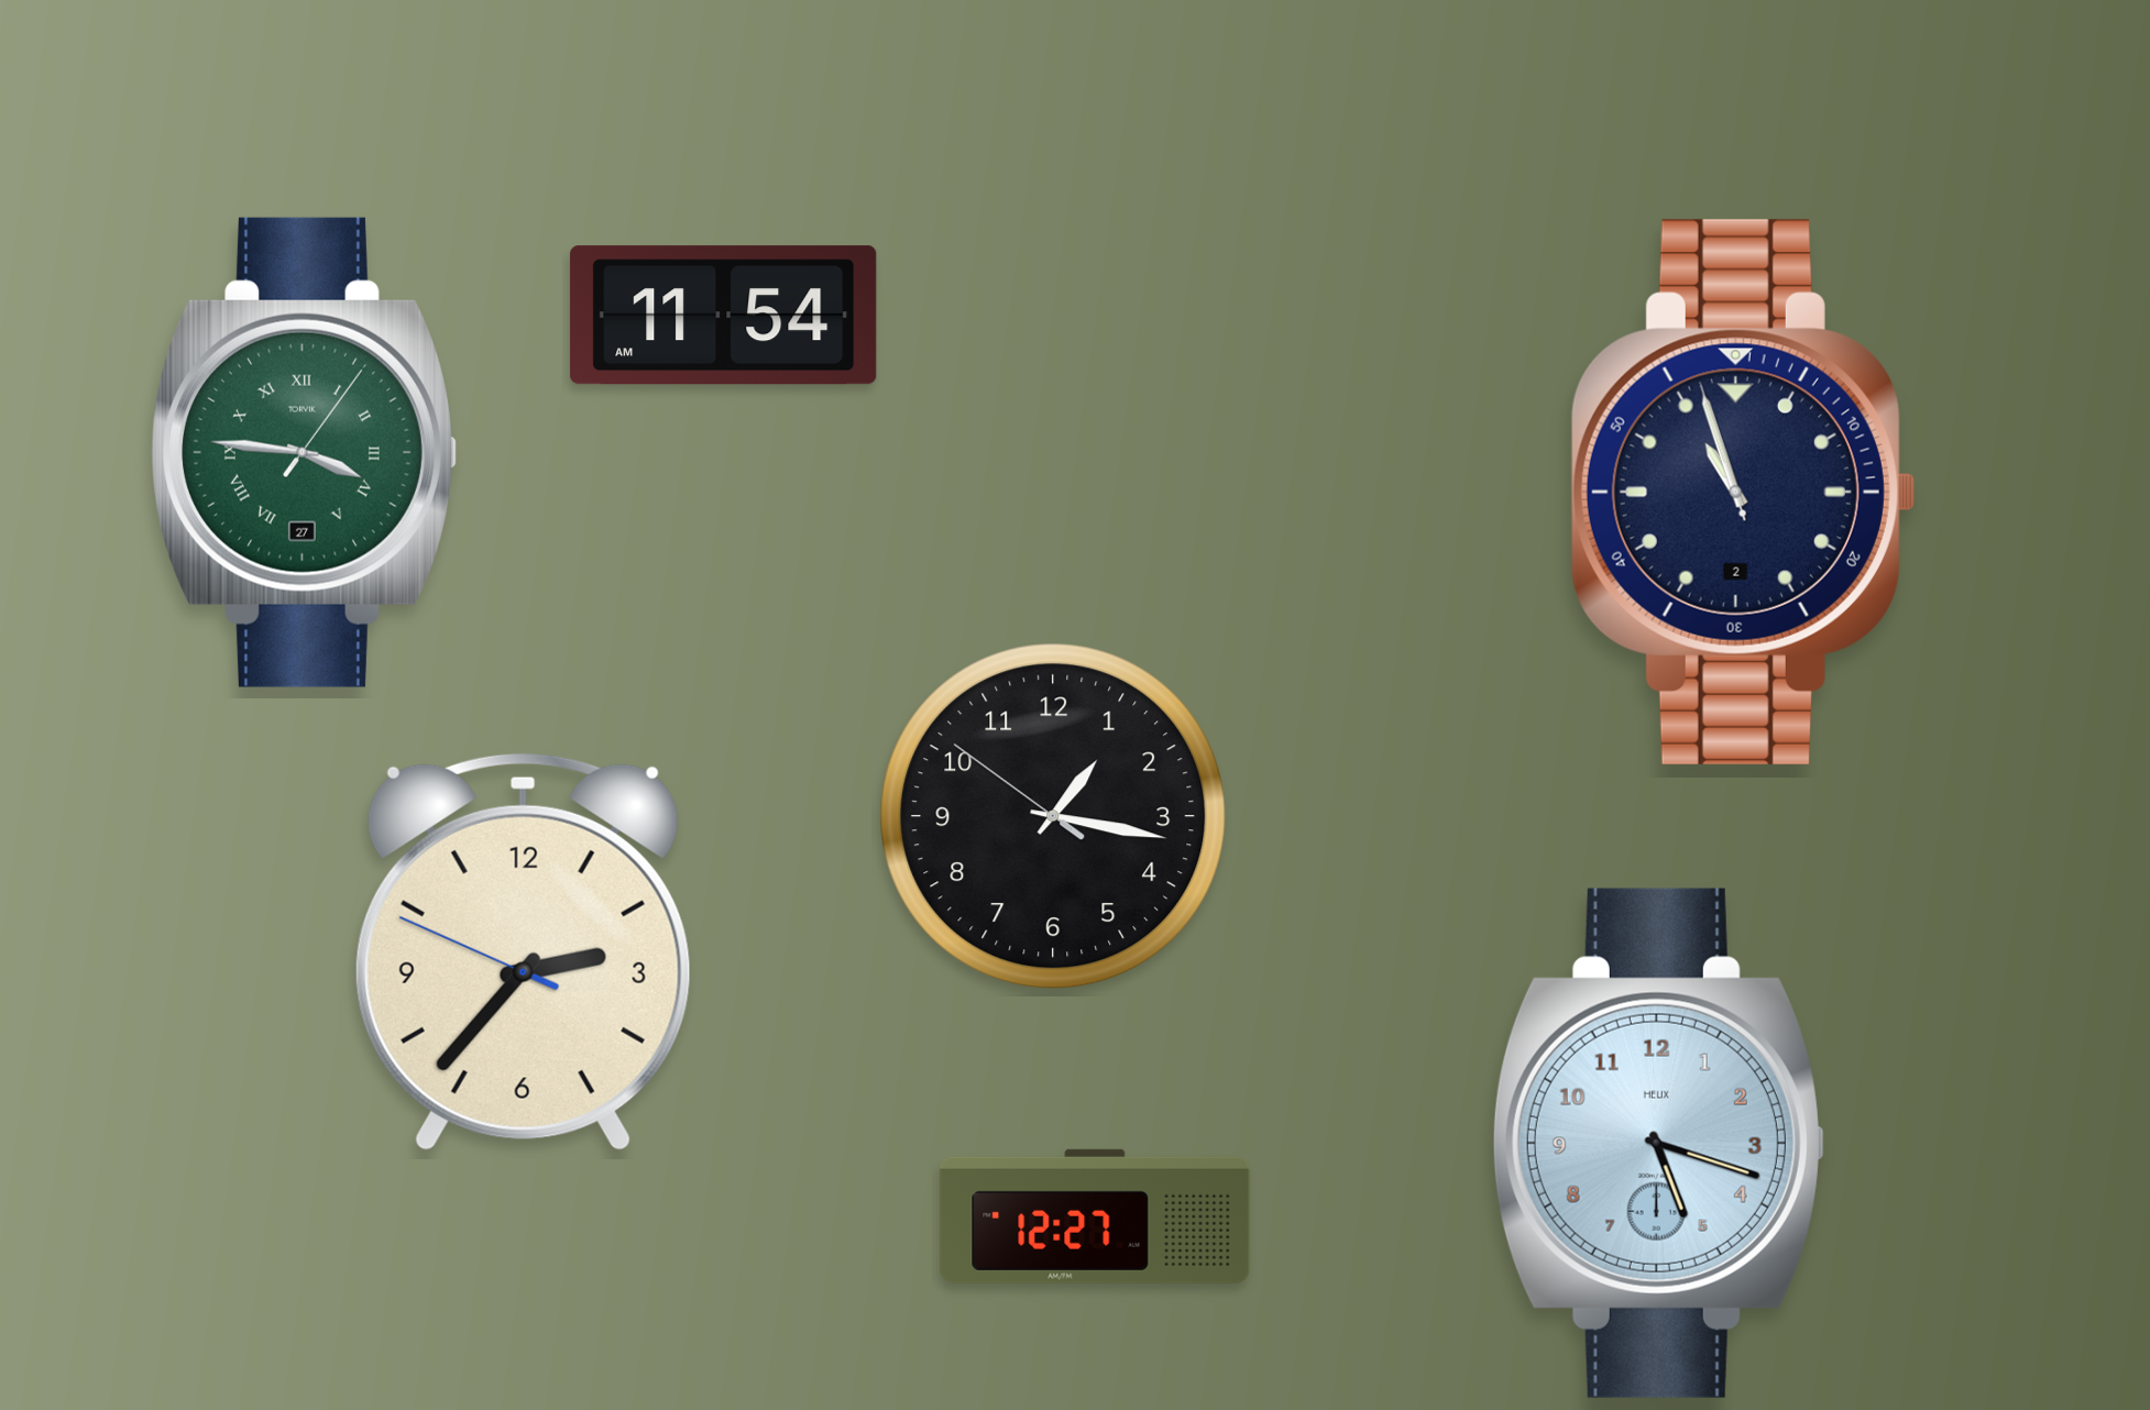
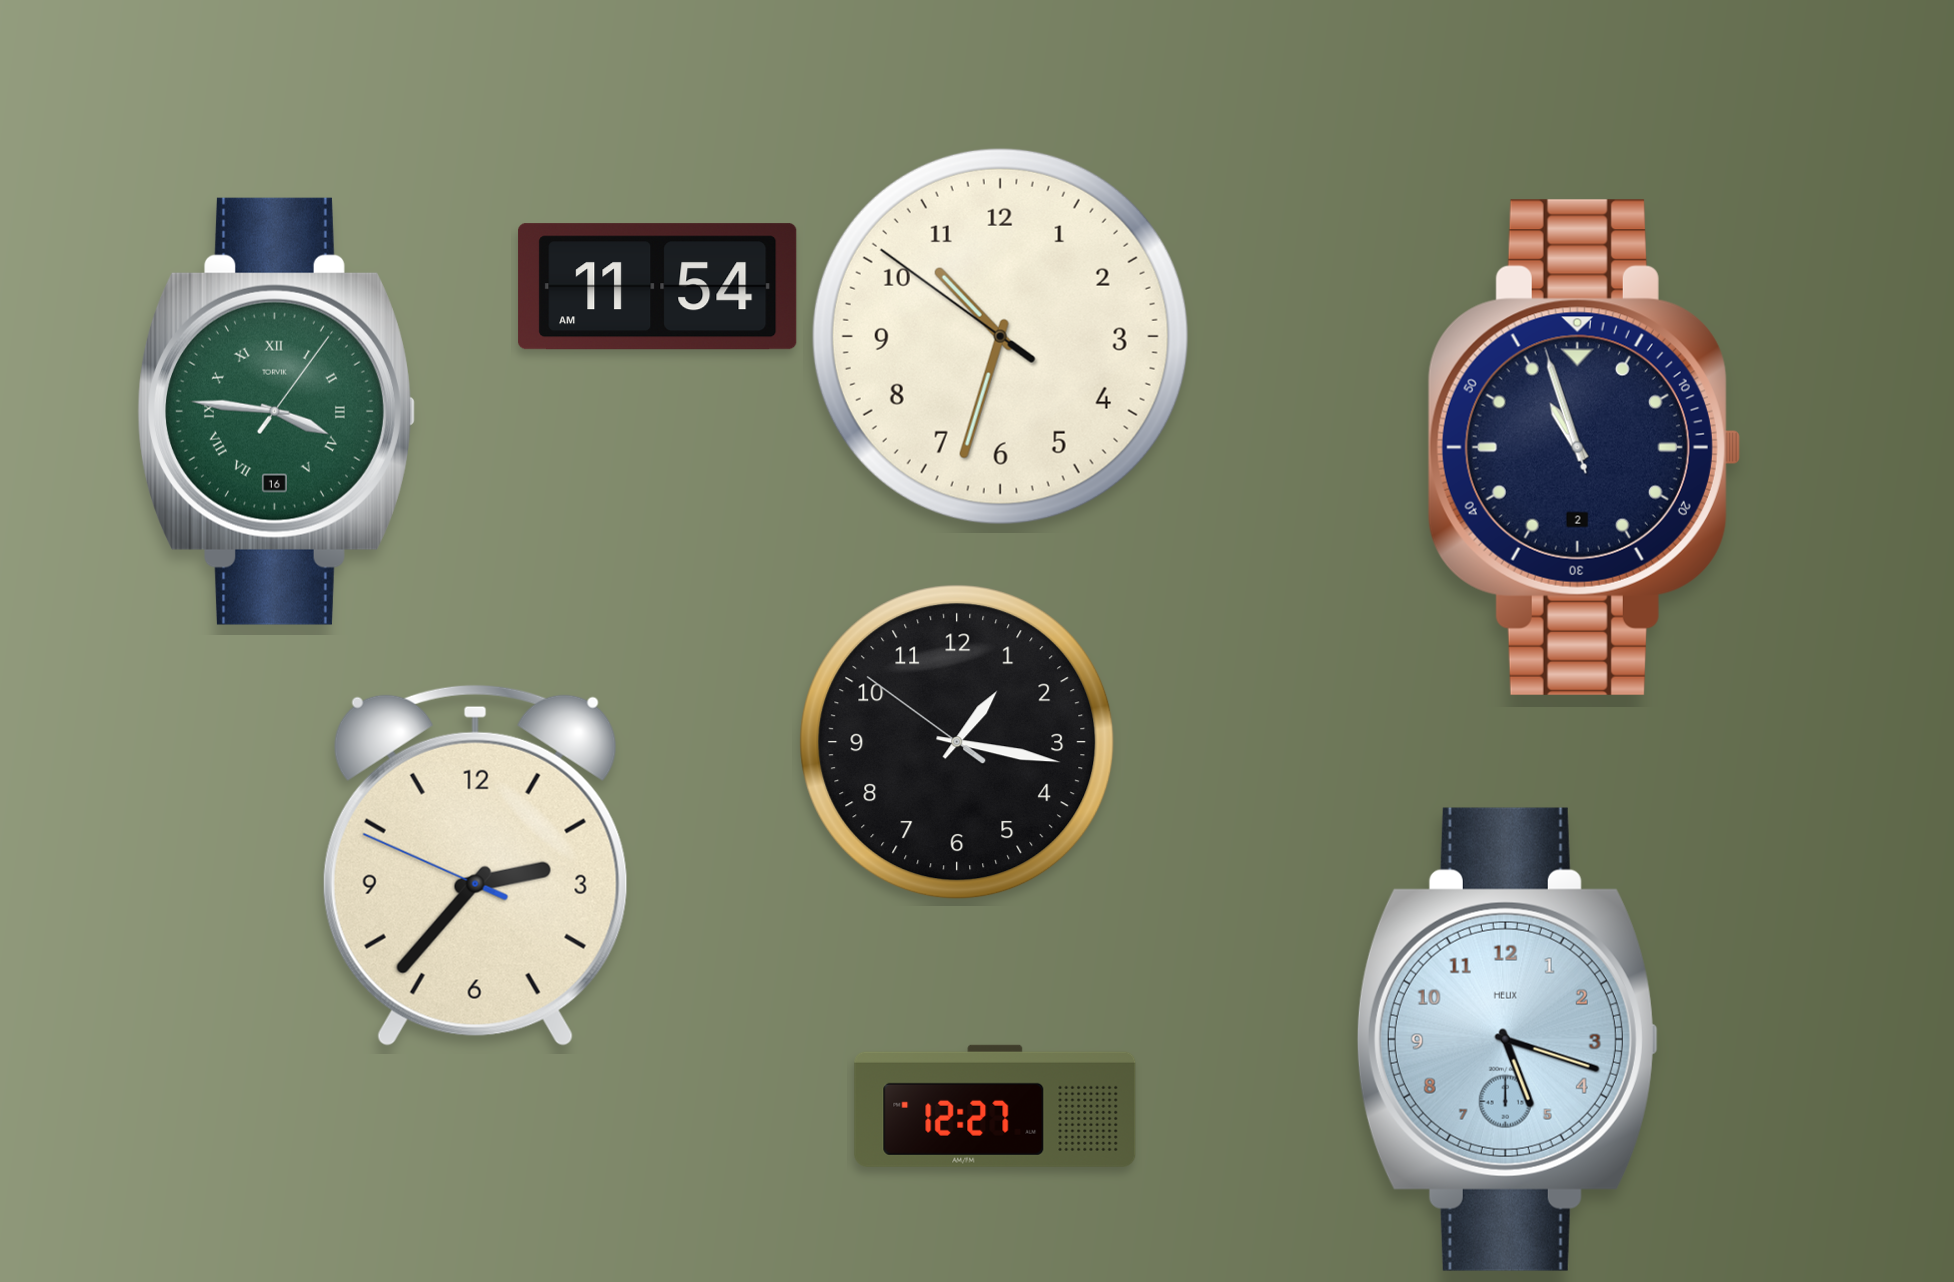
clock at (1000, 336): none -> 10:32
clock at (304, 452) date: 27 -> 16
